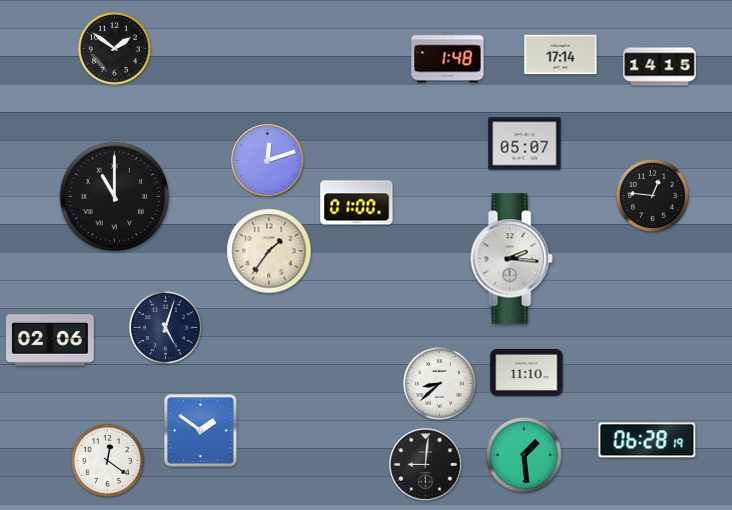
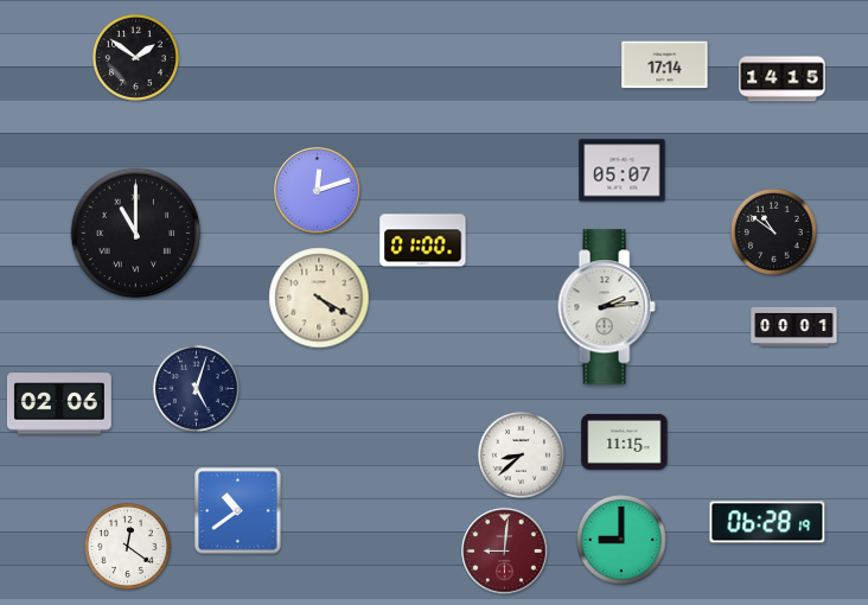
clock at (448, 58): 1:48 -> none
clock at (652, 195): 12:46 -> 10:51
clock at (269, 251): 1:36 -> 4:20
clock at (511, 259): 2:16 -> 2:14
clock at (794, 326): none -> 00:01
clock at (527, 372): 11:10 -> 11:15
clock at (201, 431): 1:51 -> 10:39
clock at (525, 456): 1:29 -> 9:00
clock at (426, 465) dial: black -> burgundy
